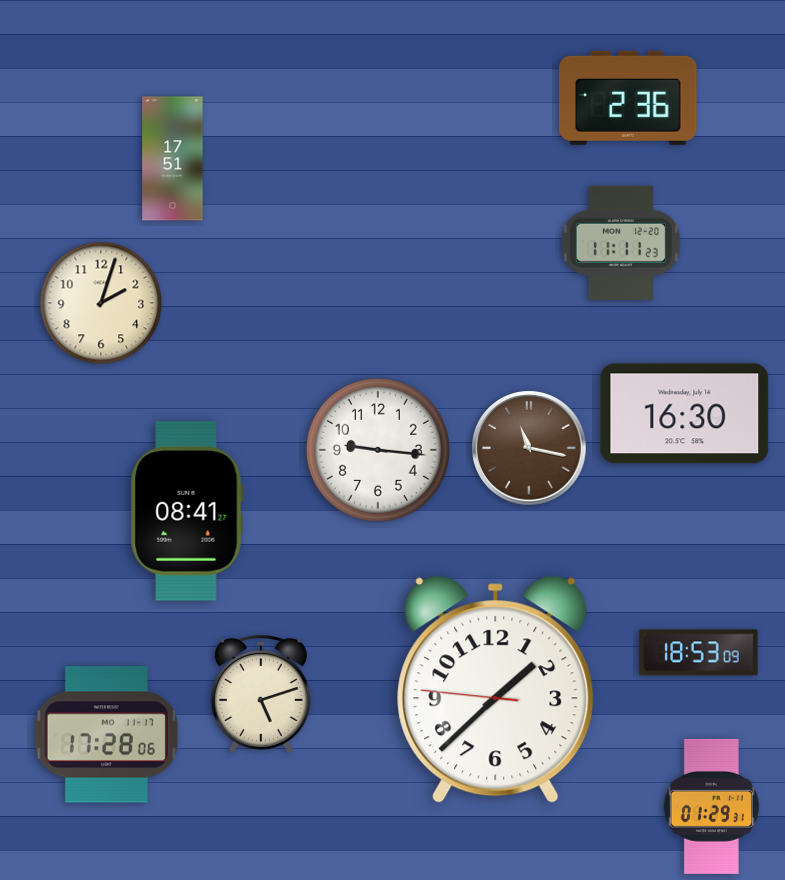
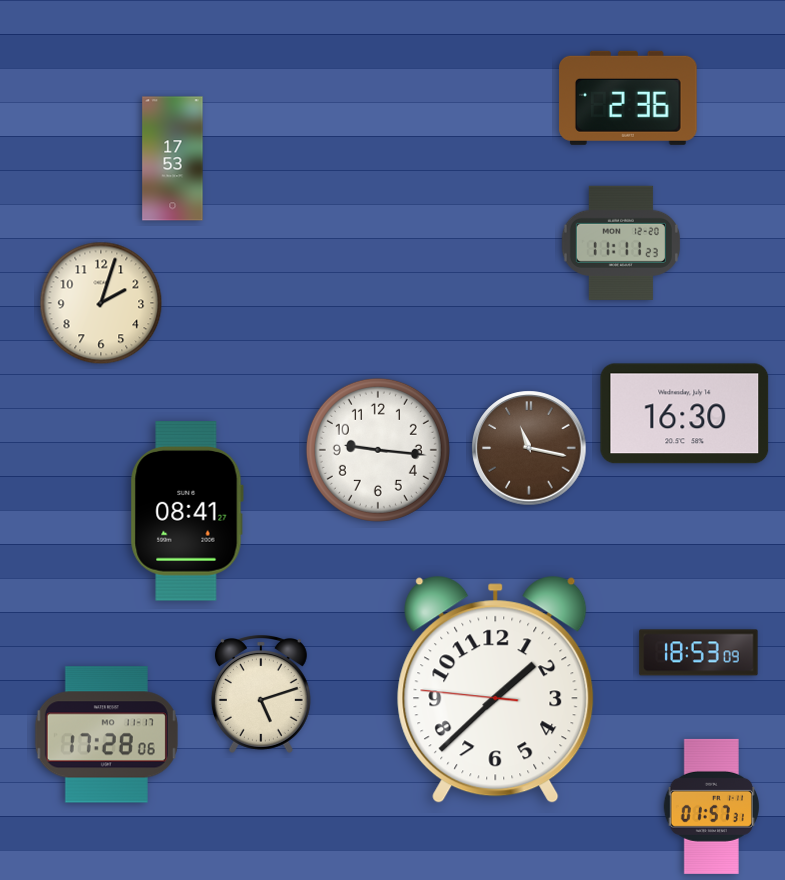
clock at (173, 159): 17:51 -> 17:53
clock at (711, 806): 01:29 -> 01:57
